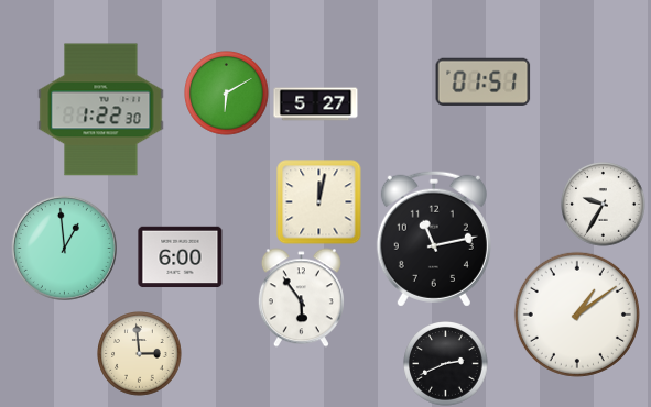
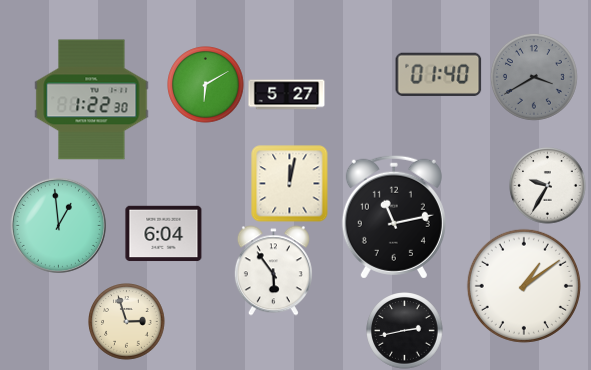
clock at (484, 81): 01:51 -> 01:40
clock at (534, 77): none -> 3:40
clock at (181, 257): 6:00 -> 6:04
clock at (140, 354): 2:59 -> 2:57
clock at (446, 364): 2:41 -> 2:43
